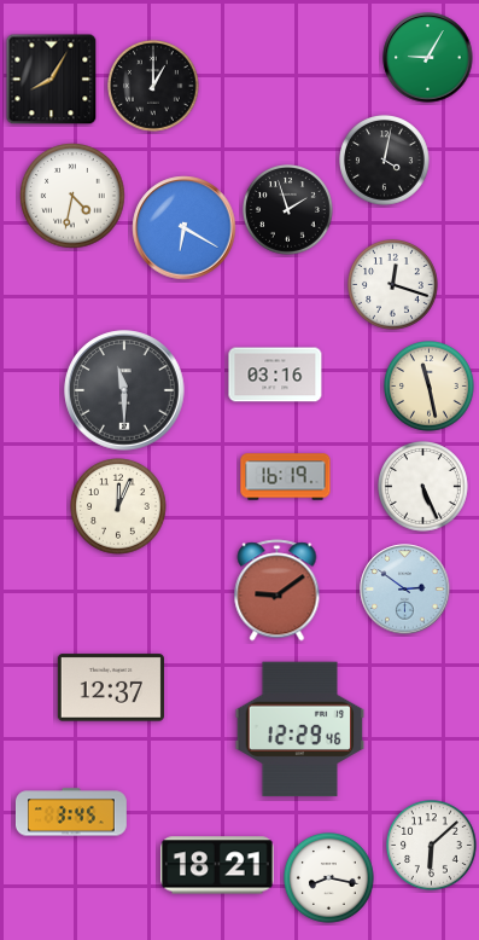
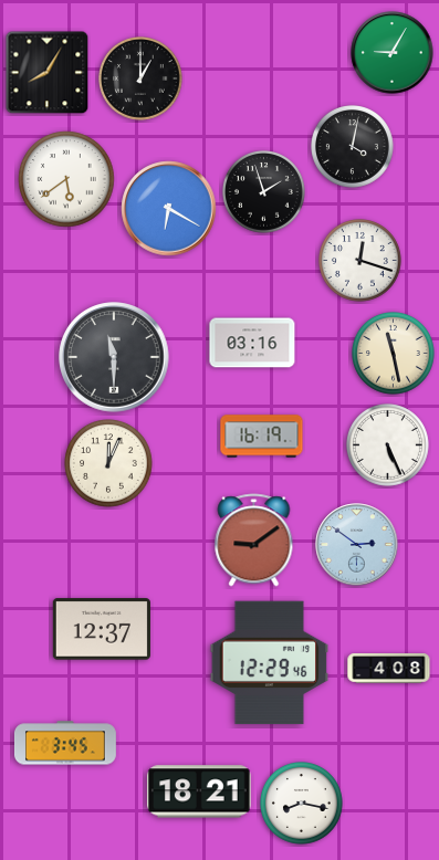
clock at (72, 196): 4:32 -> 5:39
clock at (405, 590) position: (405, 590) -> (357, 545)
clock at (300, 730) position: (300, 730) -> (270, 663)
clock at (389, 669): none -> 4:08
clock at (432, 846): 6:08 -> none
